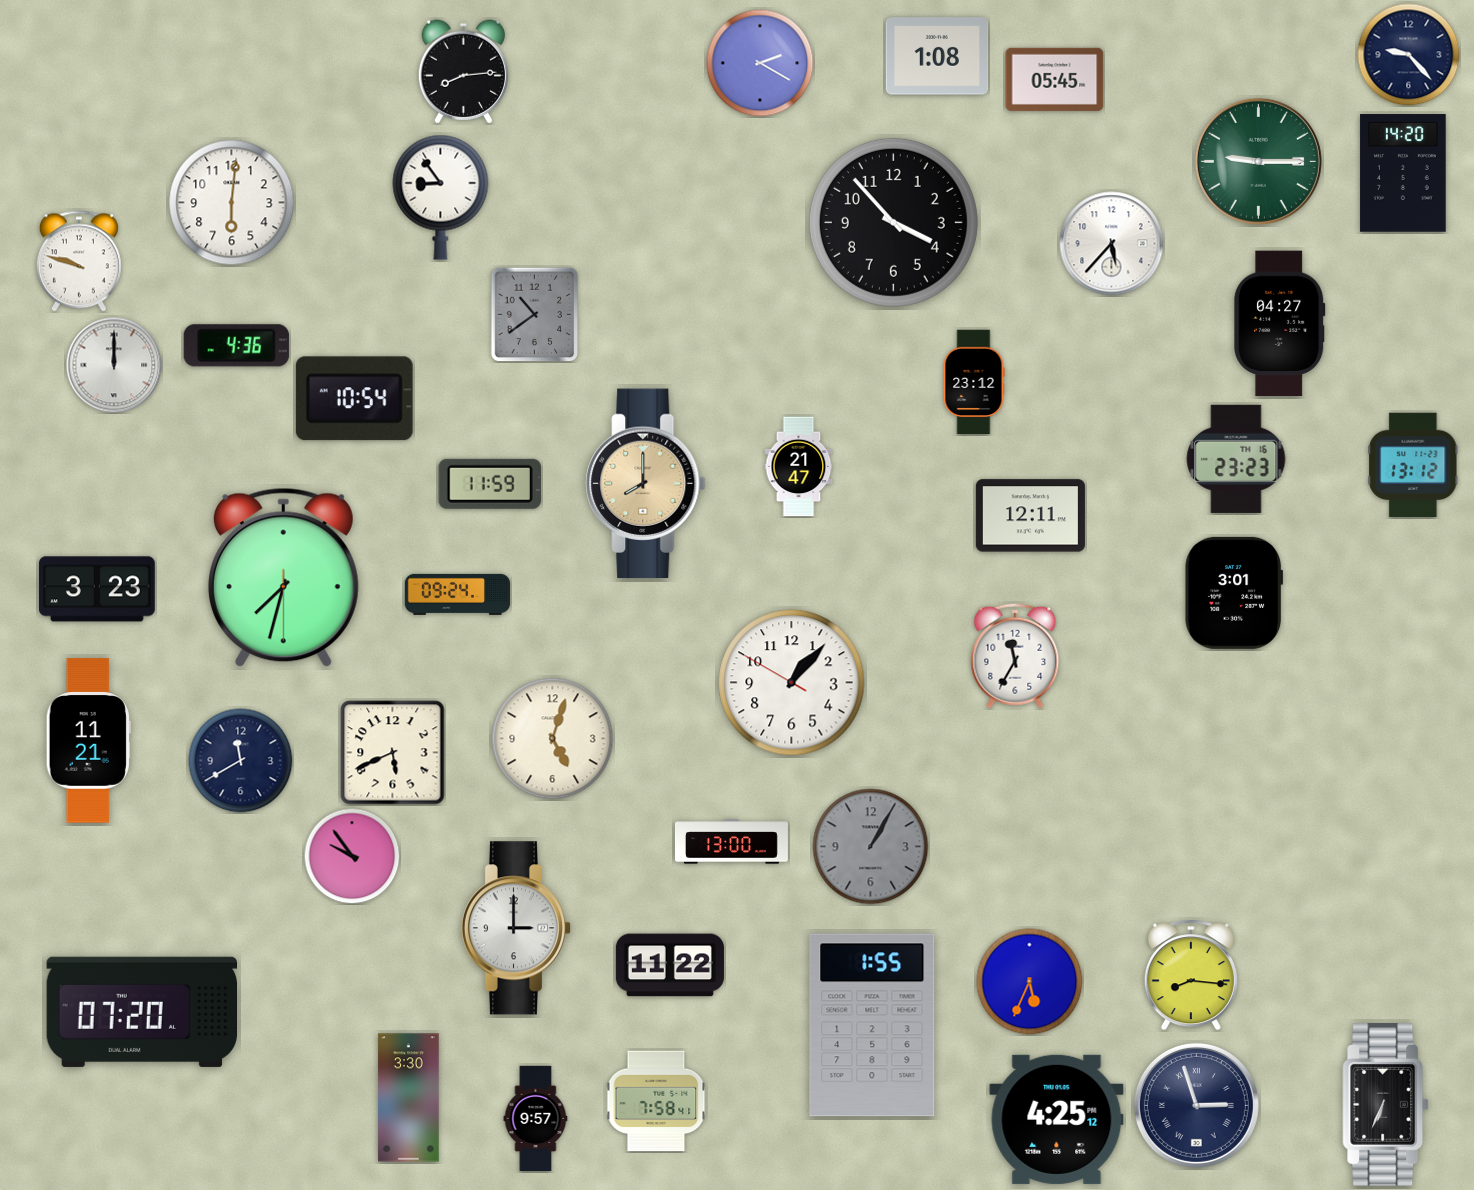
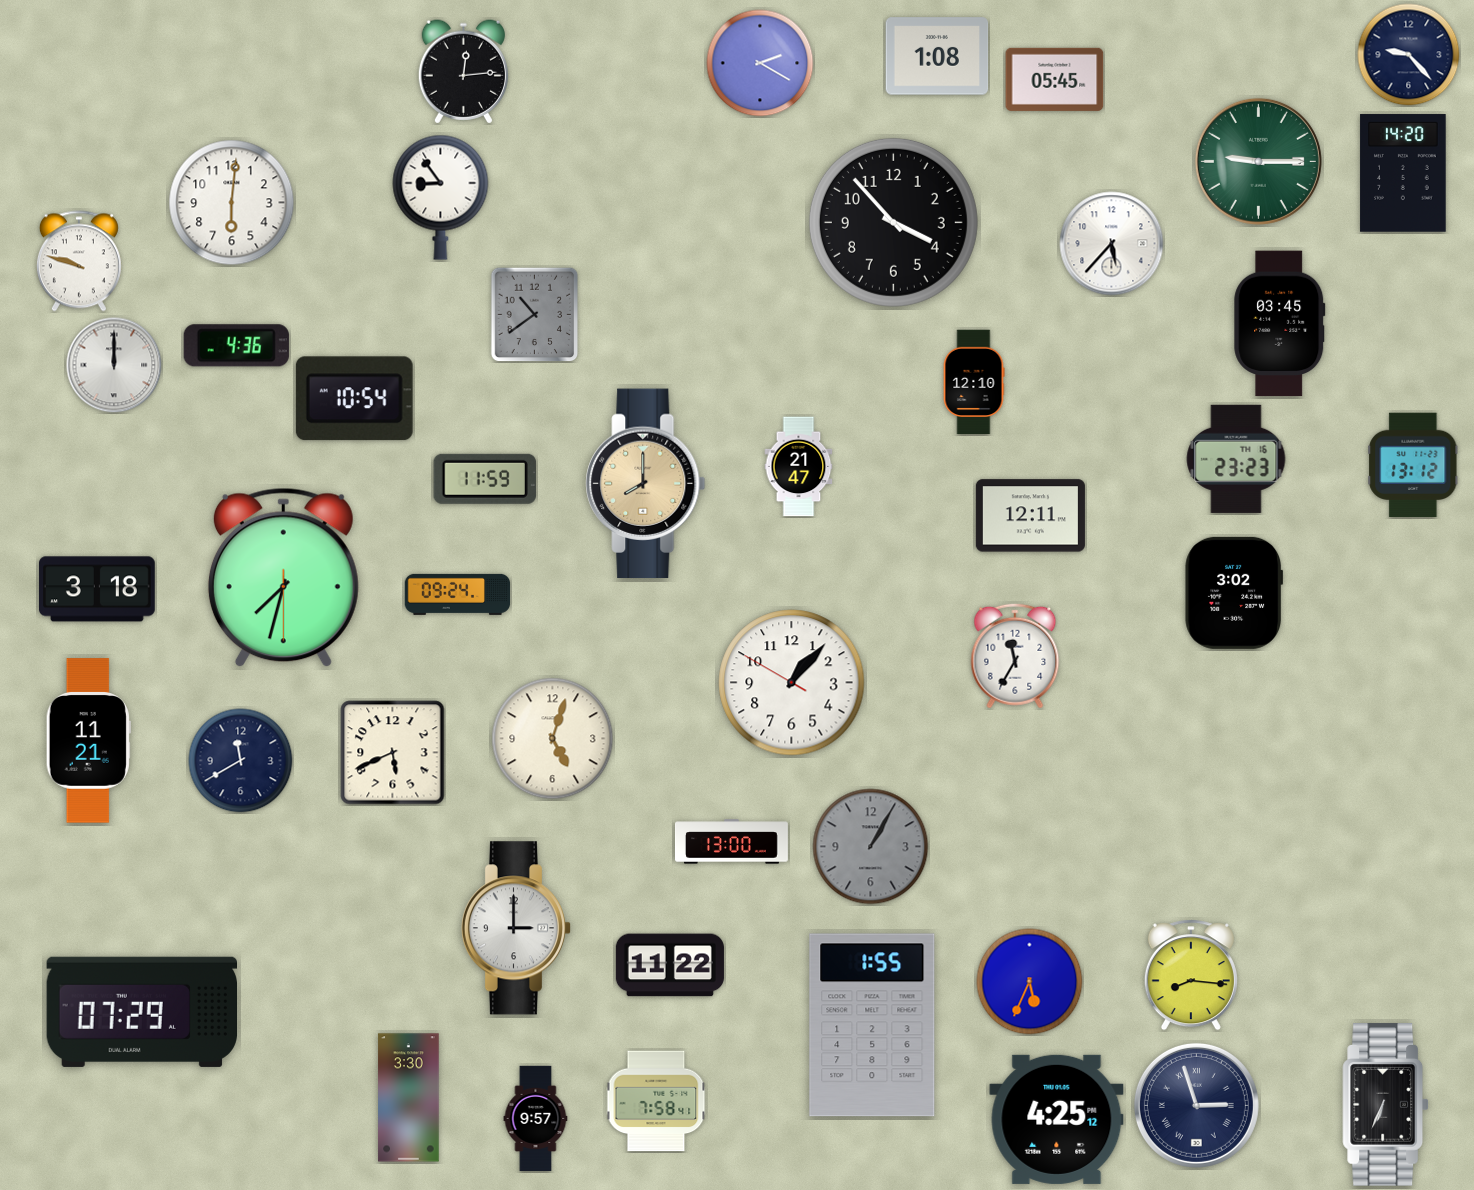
clock at (463, 72): 8:14 -> 12:14
clock at (1280, 324): 04:27 -> 03:45
clock at (974, 382): 23:12 -> 12:10
clock at (490, 484) position: (490, 484) -> (485, 479)
clock at (98, 589): 3:23 -> 3:18
clock at (1233, 593): 3:01 -> 3:02
clock at (352, 856): 9:54 -> none
clock at (141, 1012): 07:20 -> 07:29
